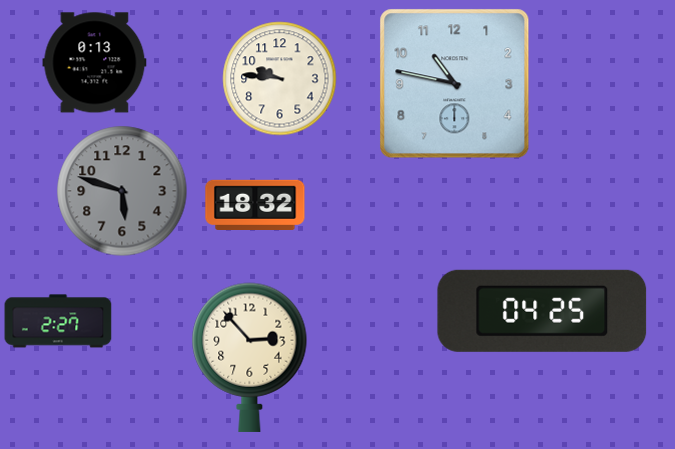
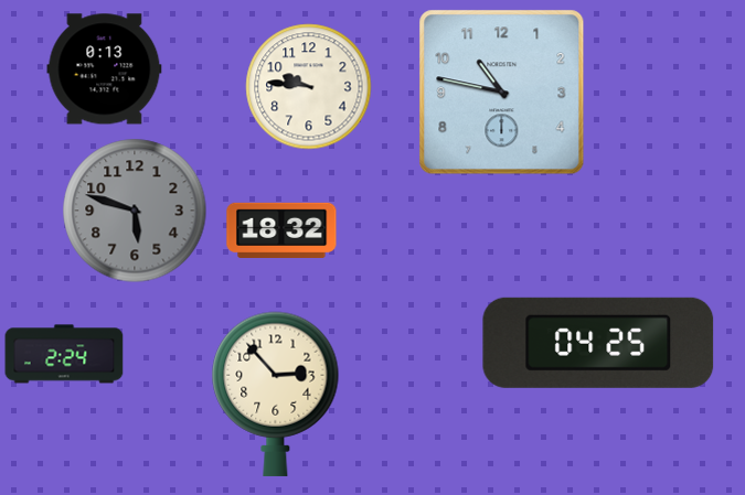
clock at (255, 204) position: (255, 204) -> (281, 229)
clock at (58, 321): 2:27 -> 2:24
